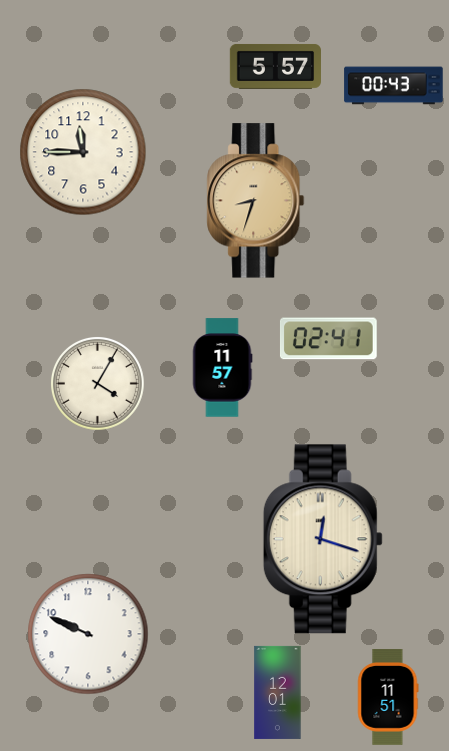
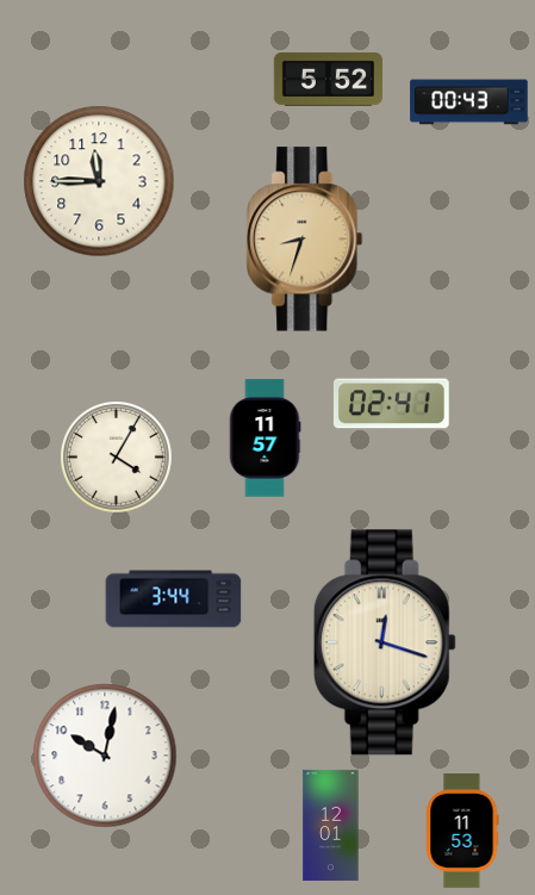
clock at (275, 66): 5:57 -> 5:52
clock at (174, 599): none -> 3:44
clock at (88, 634): 9:49 -> 10:02
clock at (388, 698): 11:51 -> 11:53
